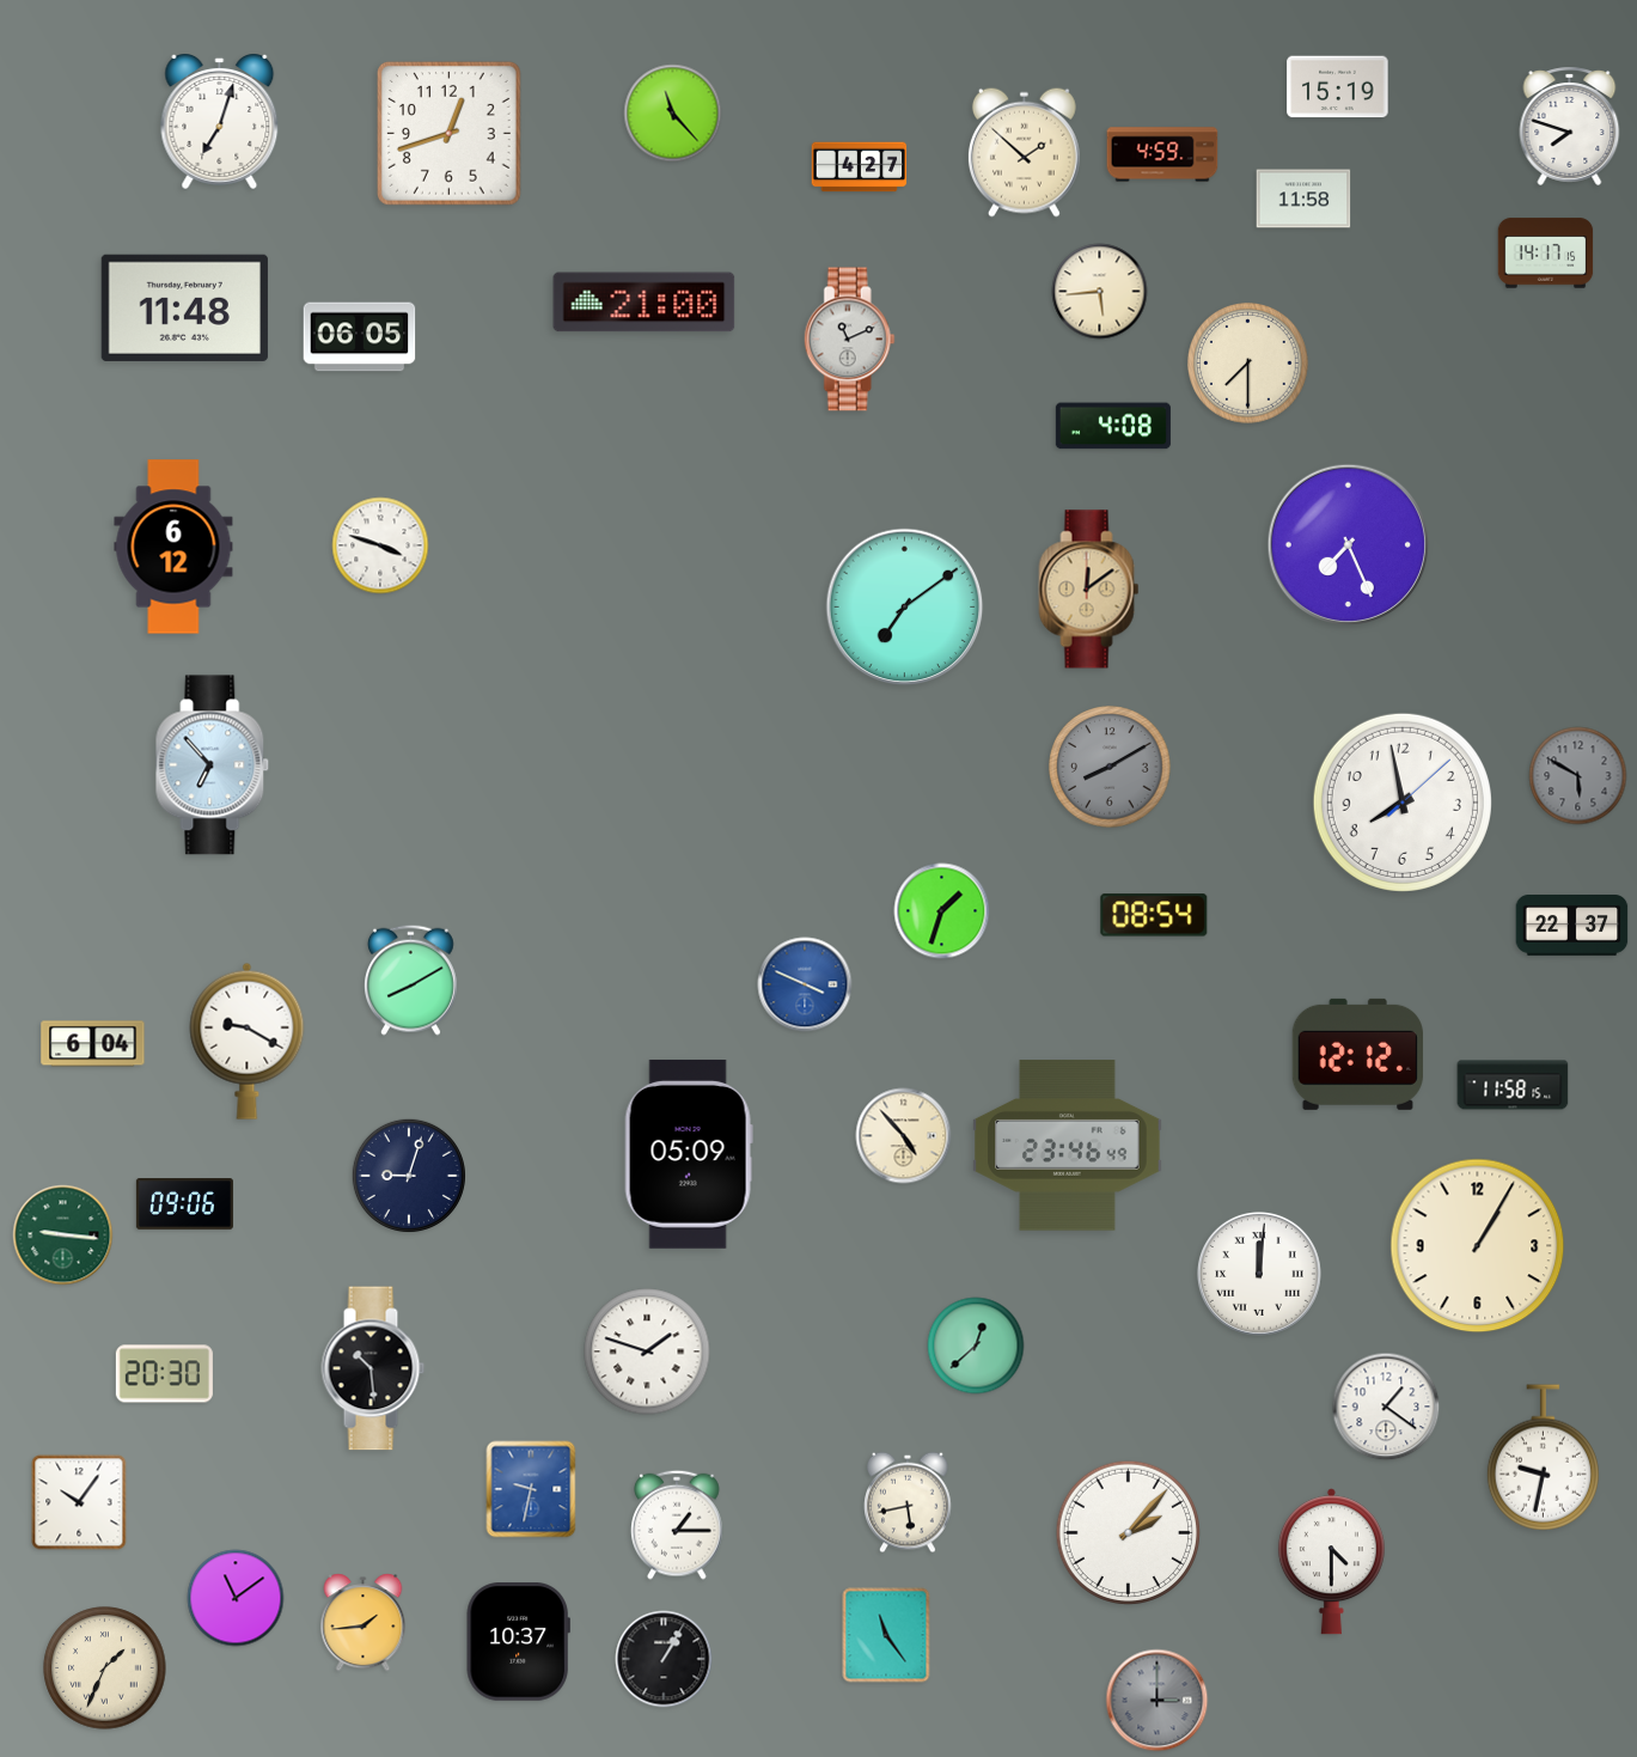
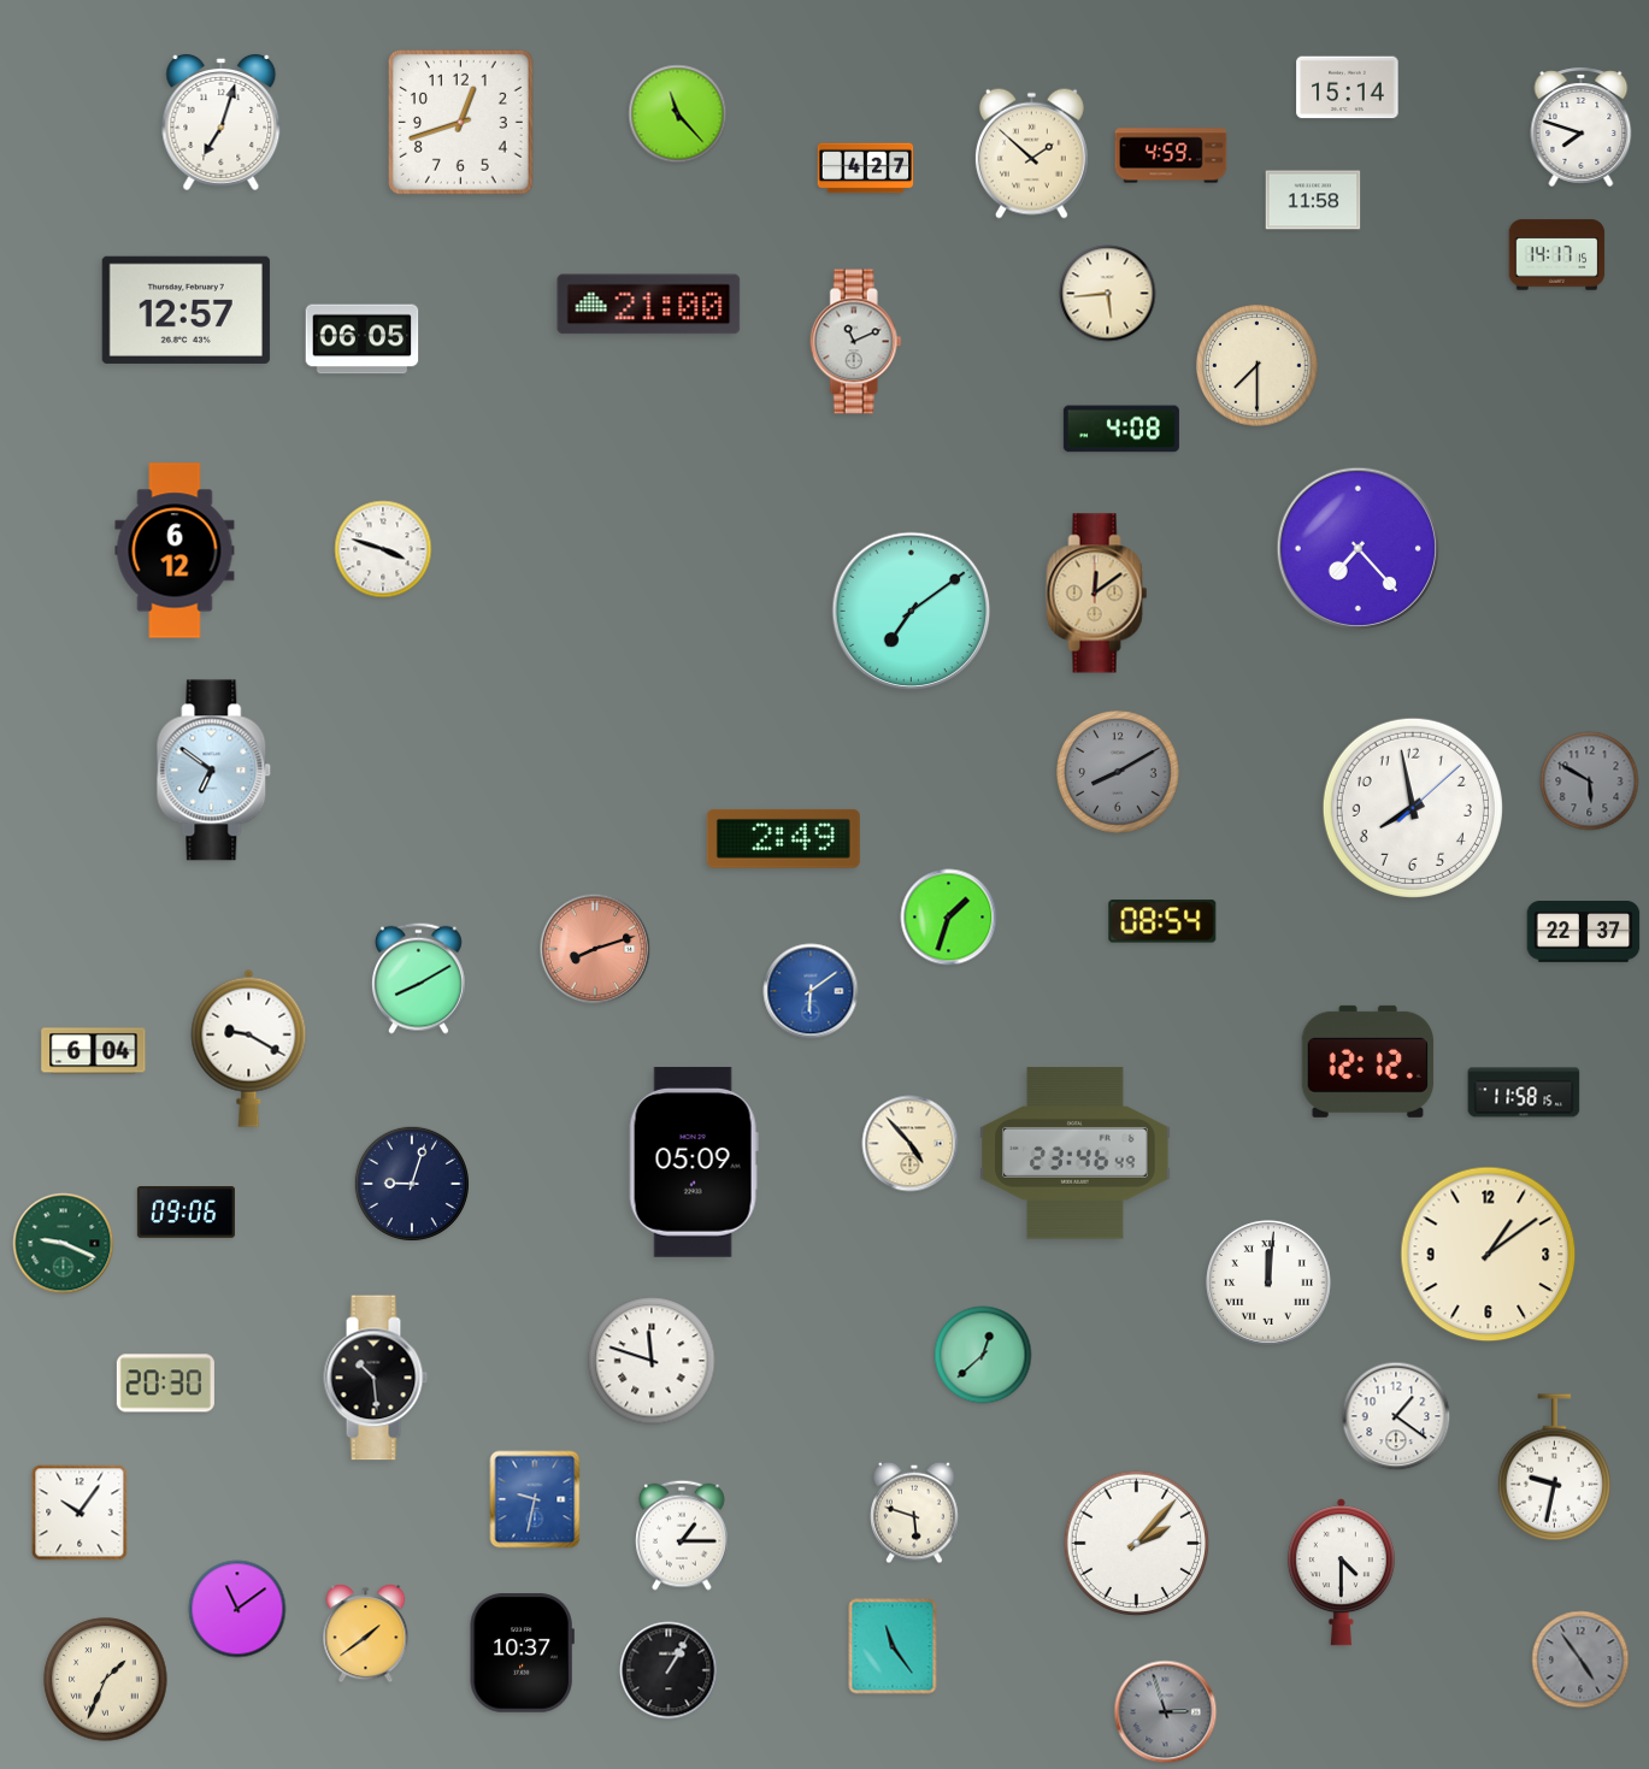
clock at (1338, 87): 15:19 -> 15:14
clock at (450, 134) position: (450, 134) -> (461, 123)
clock at (184, 307): 11:48 -> 12:57
clock at (1348, 544): 7:26 -> 7:23
clock at (213, 765): 6:53 -> 6:51
clock at (783, 838): none -> 2:49
clock at (595, 949): none -> 8:12
clock at (410, 980) position: (410, 980) -> (418, 978)
clock at (805, 984): 3:49 -> 6:09
clock at (63, 1236): 9:16 -> 9:19
clock at (1478, 1246): 1:05 -> 1:09
clock at (647, 1352): 1:48 -> 11:48
clock at (908, 1502): 5:43 -> 5:48
clock at (364, 1623): 1:44 -> 1:39
clock at (1580, 1659): none -> 4:54
clock at (1157, 1701): 3:00 -> 2:57
